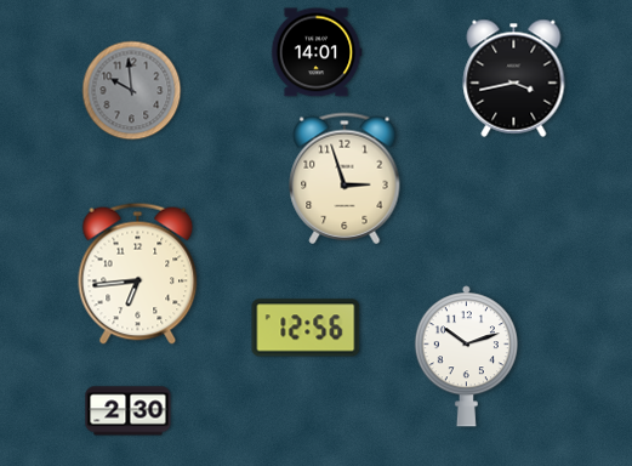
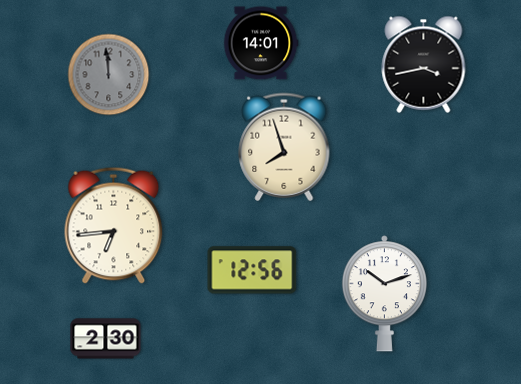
clock at (132, 91): 9:59 -> 11:59
clock at (345, 178): 2:57 -> 7:57
